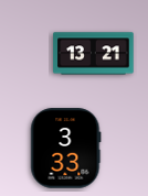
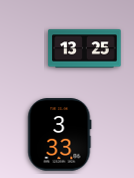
clock at (94, 54): 13:21 -> 13:25
